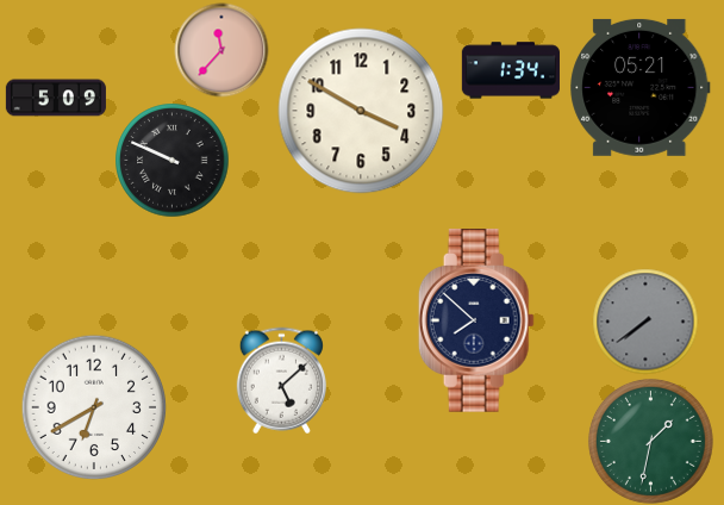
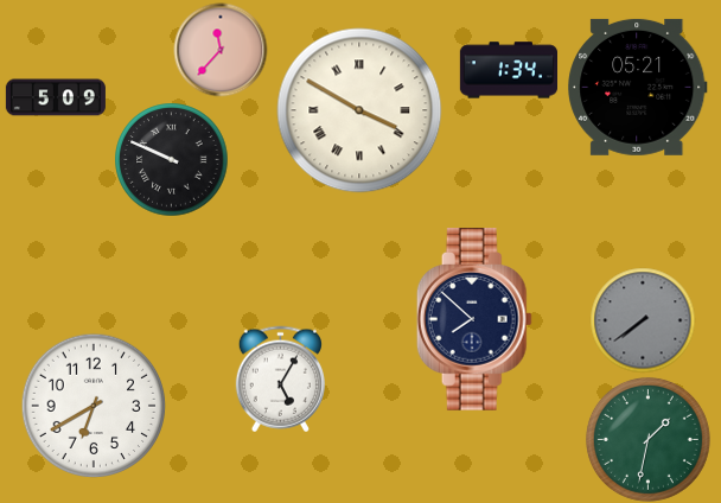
clock at (361, 111) numerals: Arabic -> Roman
clock at (281, 380): 5:08 -> 5:05
